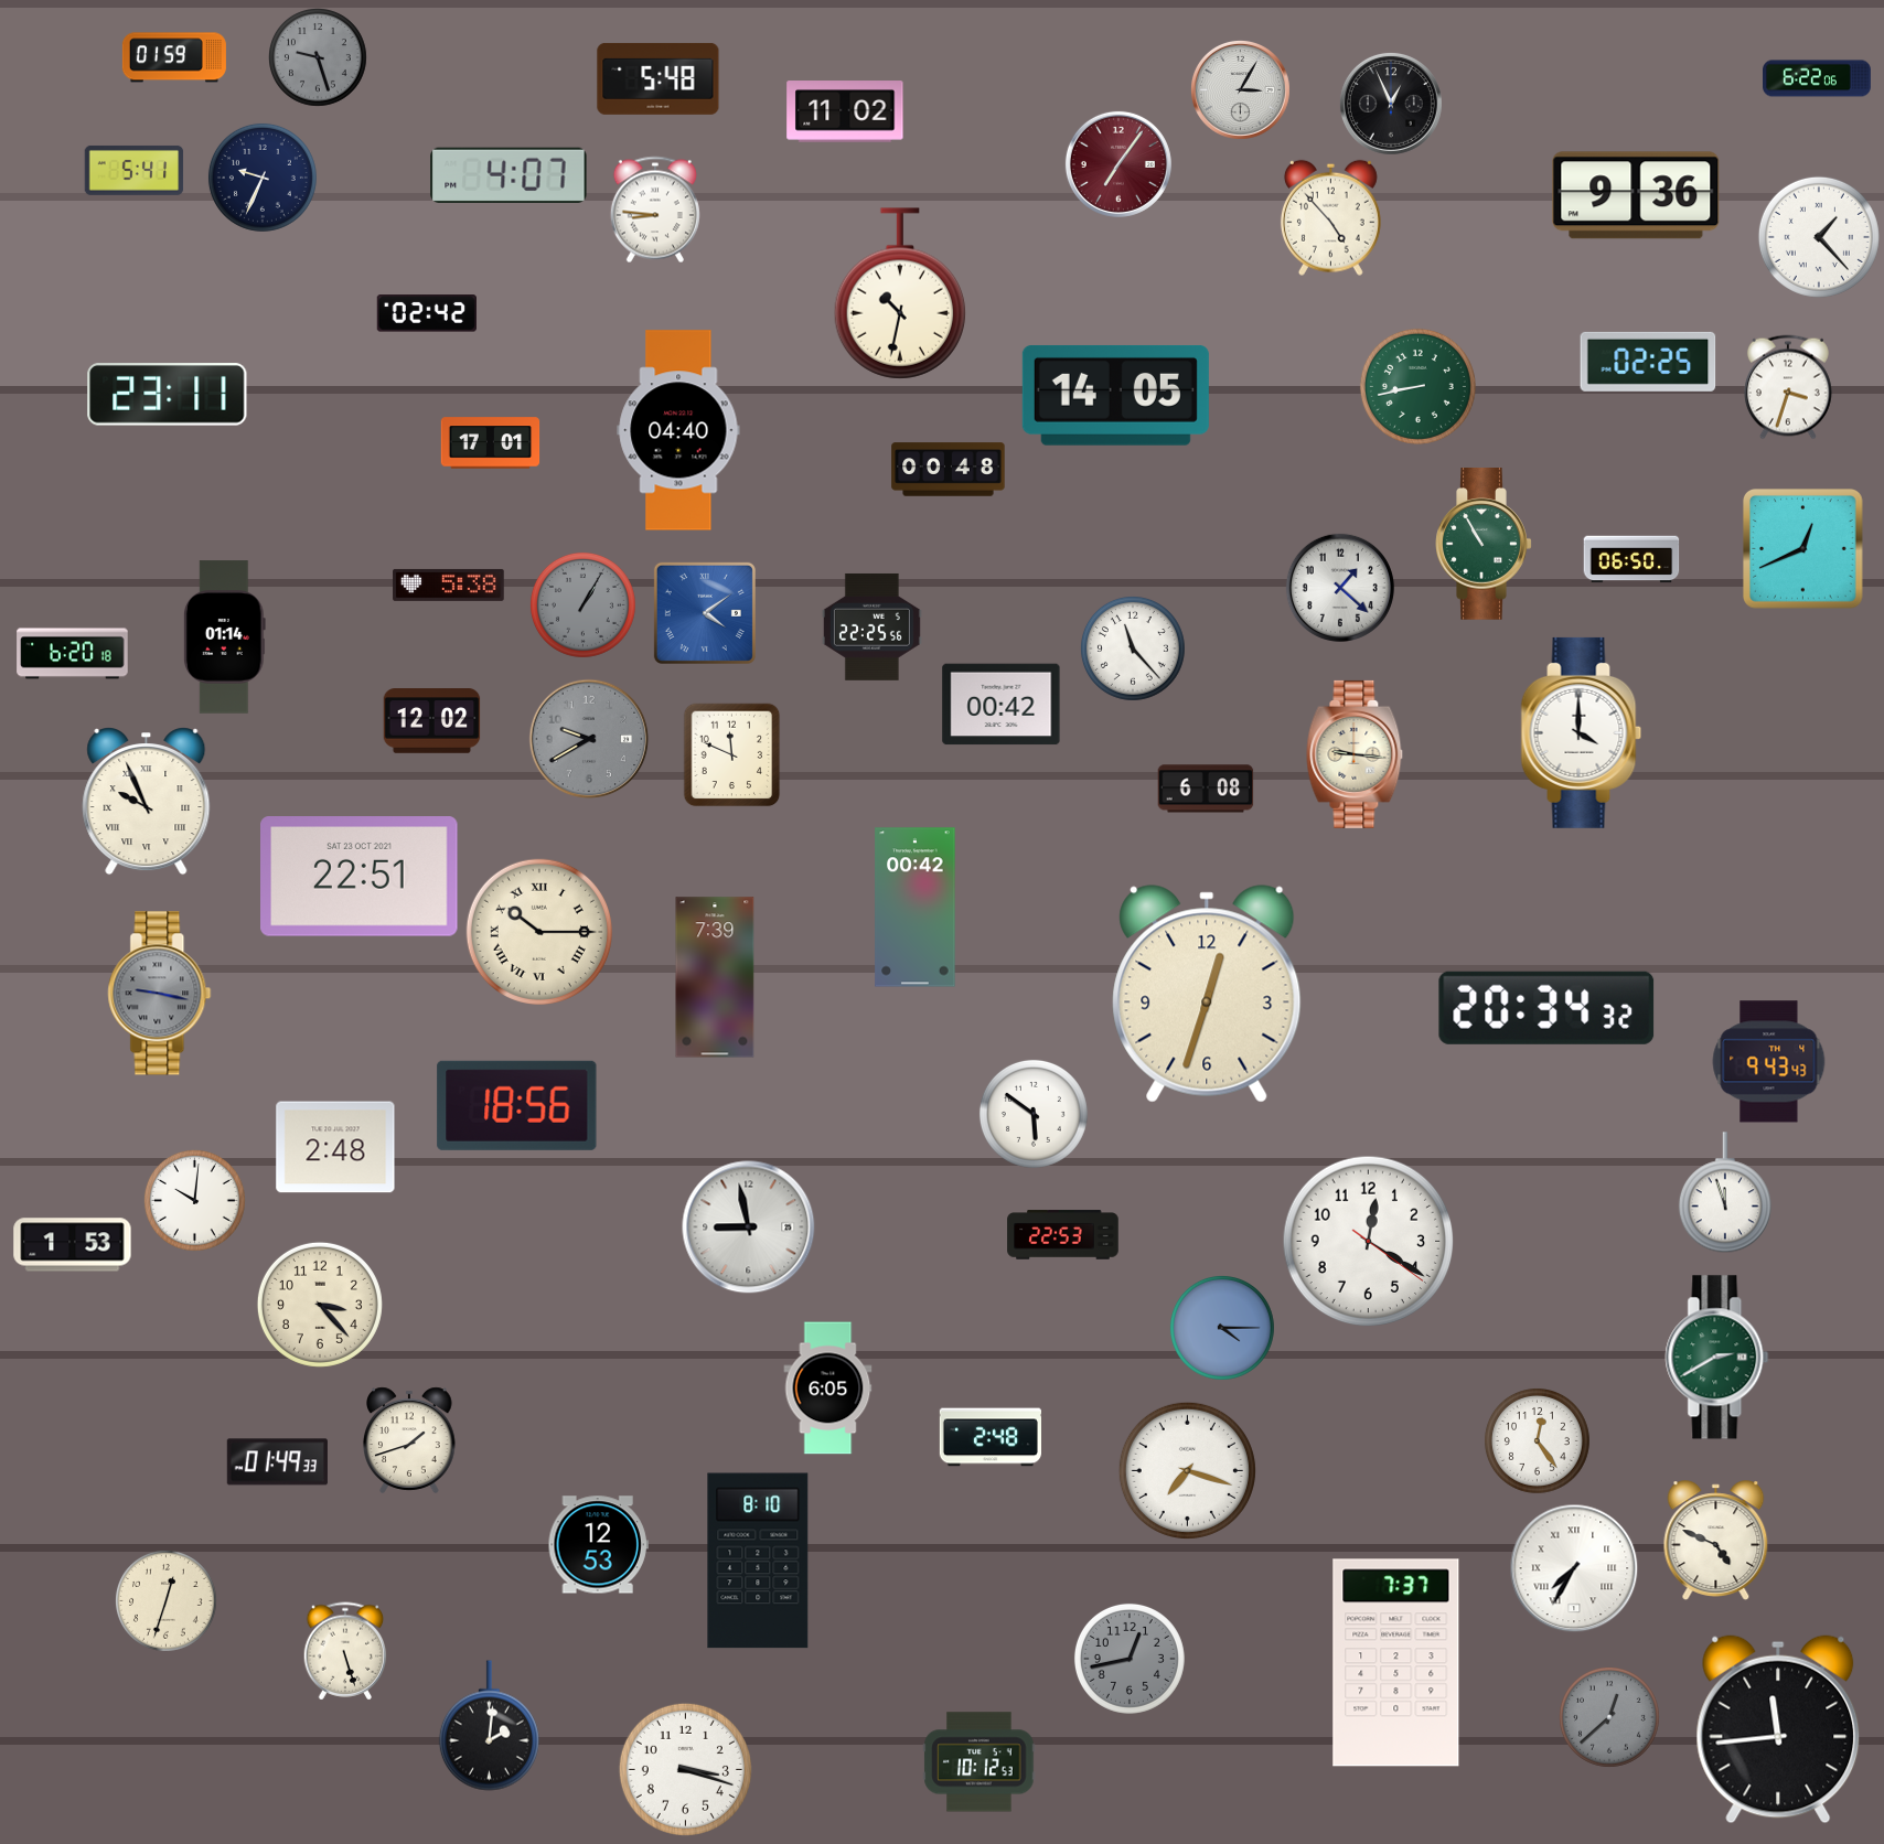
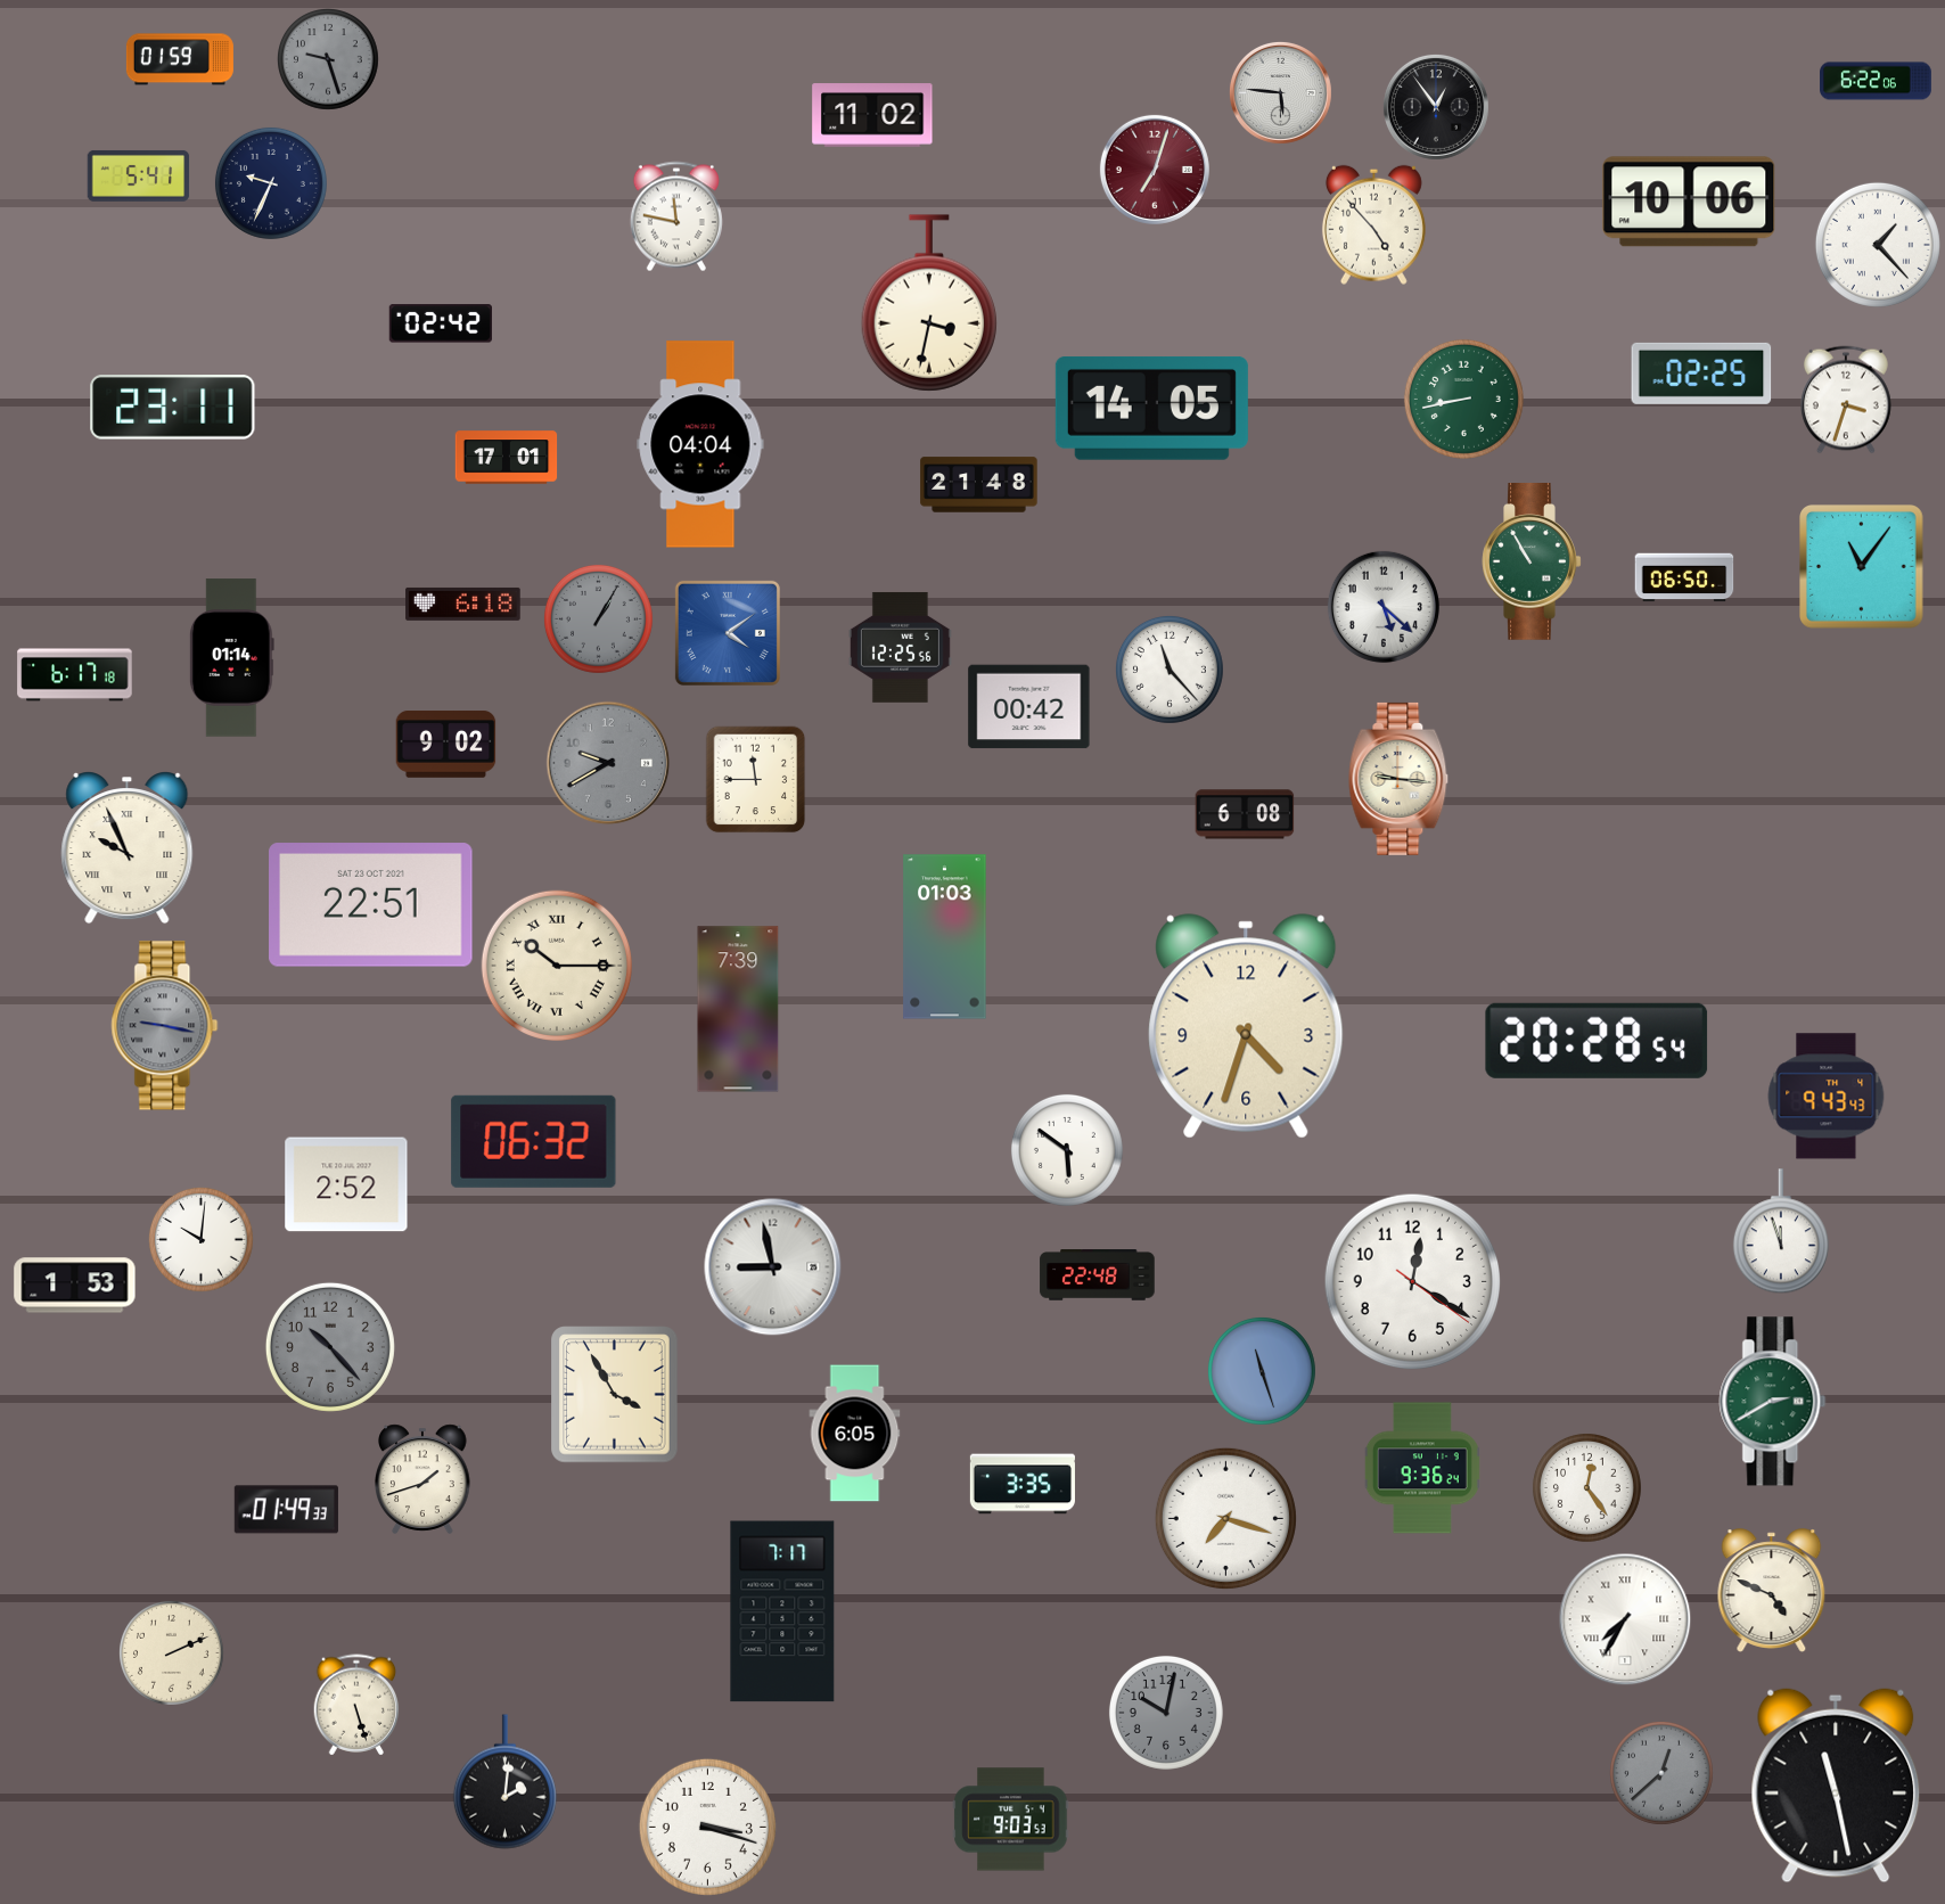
clock at (659, 78): 5:48 -> none
clock at (1241, 90): 3:05 -> 5:46
clock at (1391, 104): 12:56 -> 12:54
clock at (1118, 164): 7:06 -> 7:03
clock at (509, 174): 4:07 -> none
clock at (1636, 195): 9:36 -> 10:06
clock at (655, 210): 8:46 -> 11:47
clock at (899, 293): 10:32 -> 3:32
clock at (678, 430): 04:40 -> 04:04
clock at (949, 470): 00:48 -> 21:48
clock at (1803, 549): 12:41 -> 11:06
clock at (449, 585): 5:38 -> 6:18
clock at (1340, 588): 1:22 -> 5:22
clock at (582, 604) position: (582, 604) -> (598, 618)
clock at (871, 626): 22:25 -> 12:25
clock at (73, 654): 6:20 -> 6:17
clock at (1002, 705) position: (1002, 705) -> (1029, 707)
clock at (432, 721): 12:02 -> 9:02
clock at (1582, 732): 4:00 -> none
clock at (732, 755): 11:49 -> 11:45
clock at (147, 802) position: (147, 802) -> (128, 848)
clock at (916, 908): 00:42 -> 01:03
clock at (539, 932) position: (539, 932) -> (557, 966)
clock at (1207, 994): 12:33 -> 4:33
clock at (1546, 1008): 20:34 -> 20:28
clock at (517, 1105): 18:56 -> 06:32
clock at (335, 1147): 2:48 -> 2:52
clock at (1063, 1235): 22:53 -> 22:48
clock at (320, 1305): 3:23 -> 10:23
clock at (320, 1305) dial: cream -> grey
clock at (1222, 1328): 4:15 -> 11:27
clock at (615, 1395): none -> 3:55
clock at (1422, 1468): none -> 9:36
clock at (991, 1437): 2:48 -> 3:35
clock at (410, 1440) position: (410, 1440) -> (424, 1479)
clock at (598, 1545): 12:53 -> none
clock at (758, 1561): 8:10 -> 7:17
clock at (165, 1600): 12:33 -> 2:11
clock at (1130, 1659): 12:43 -> 10:02
clock at (1396, 1663): 7:37 -> none
clock at (1778, 1729): 11:44 -> 11:28
clock at (980, 1762): 10:12 -> 9:03
